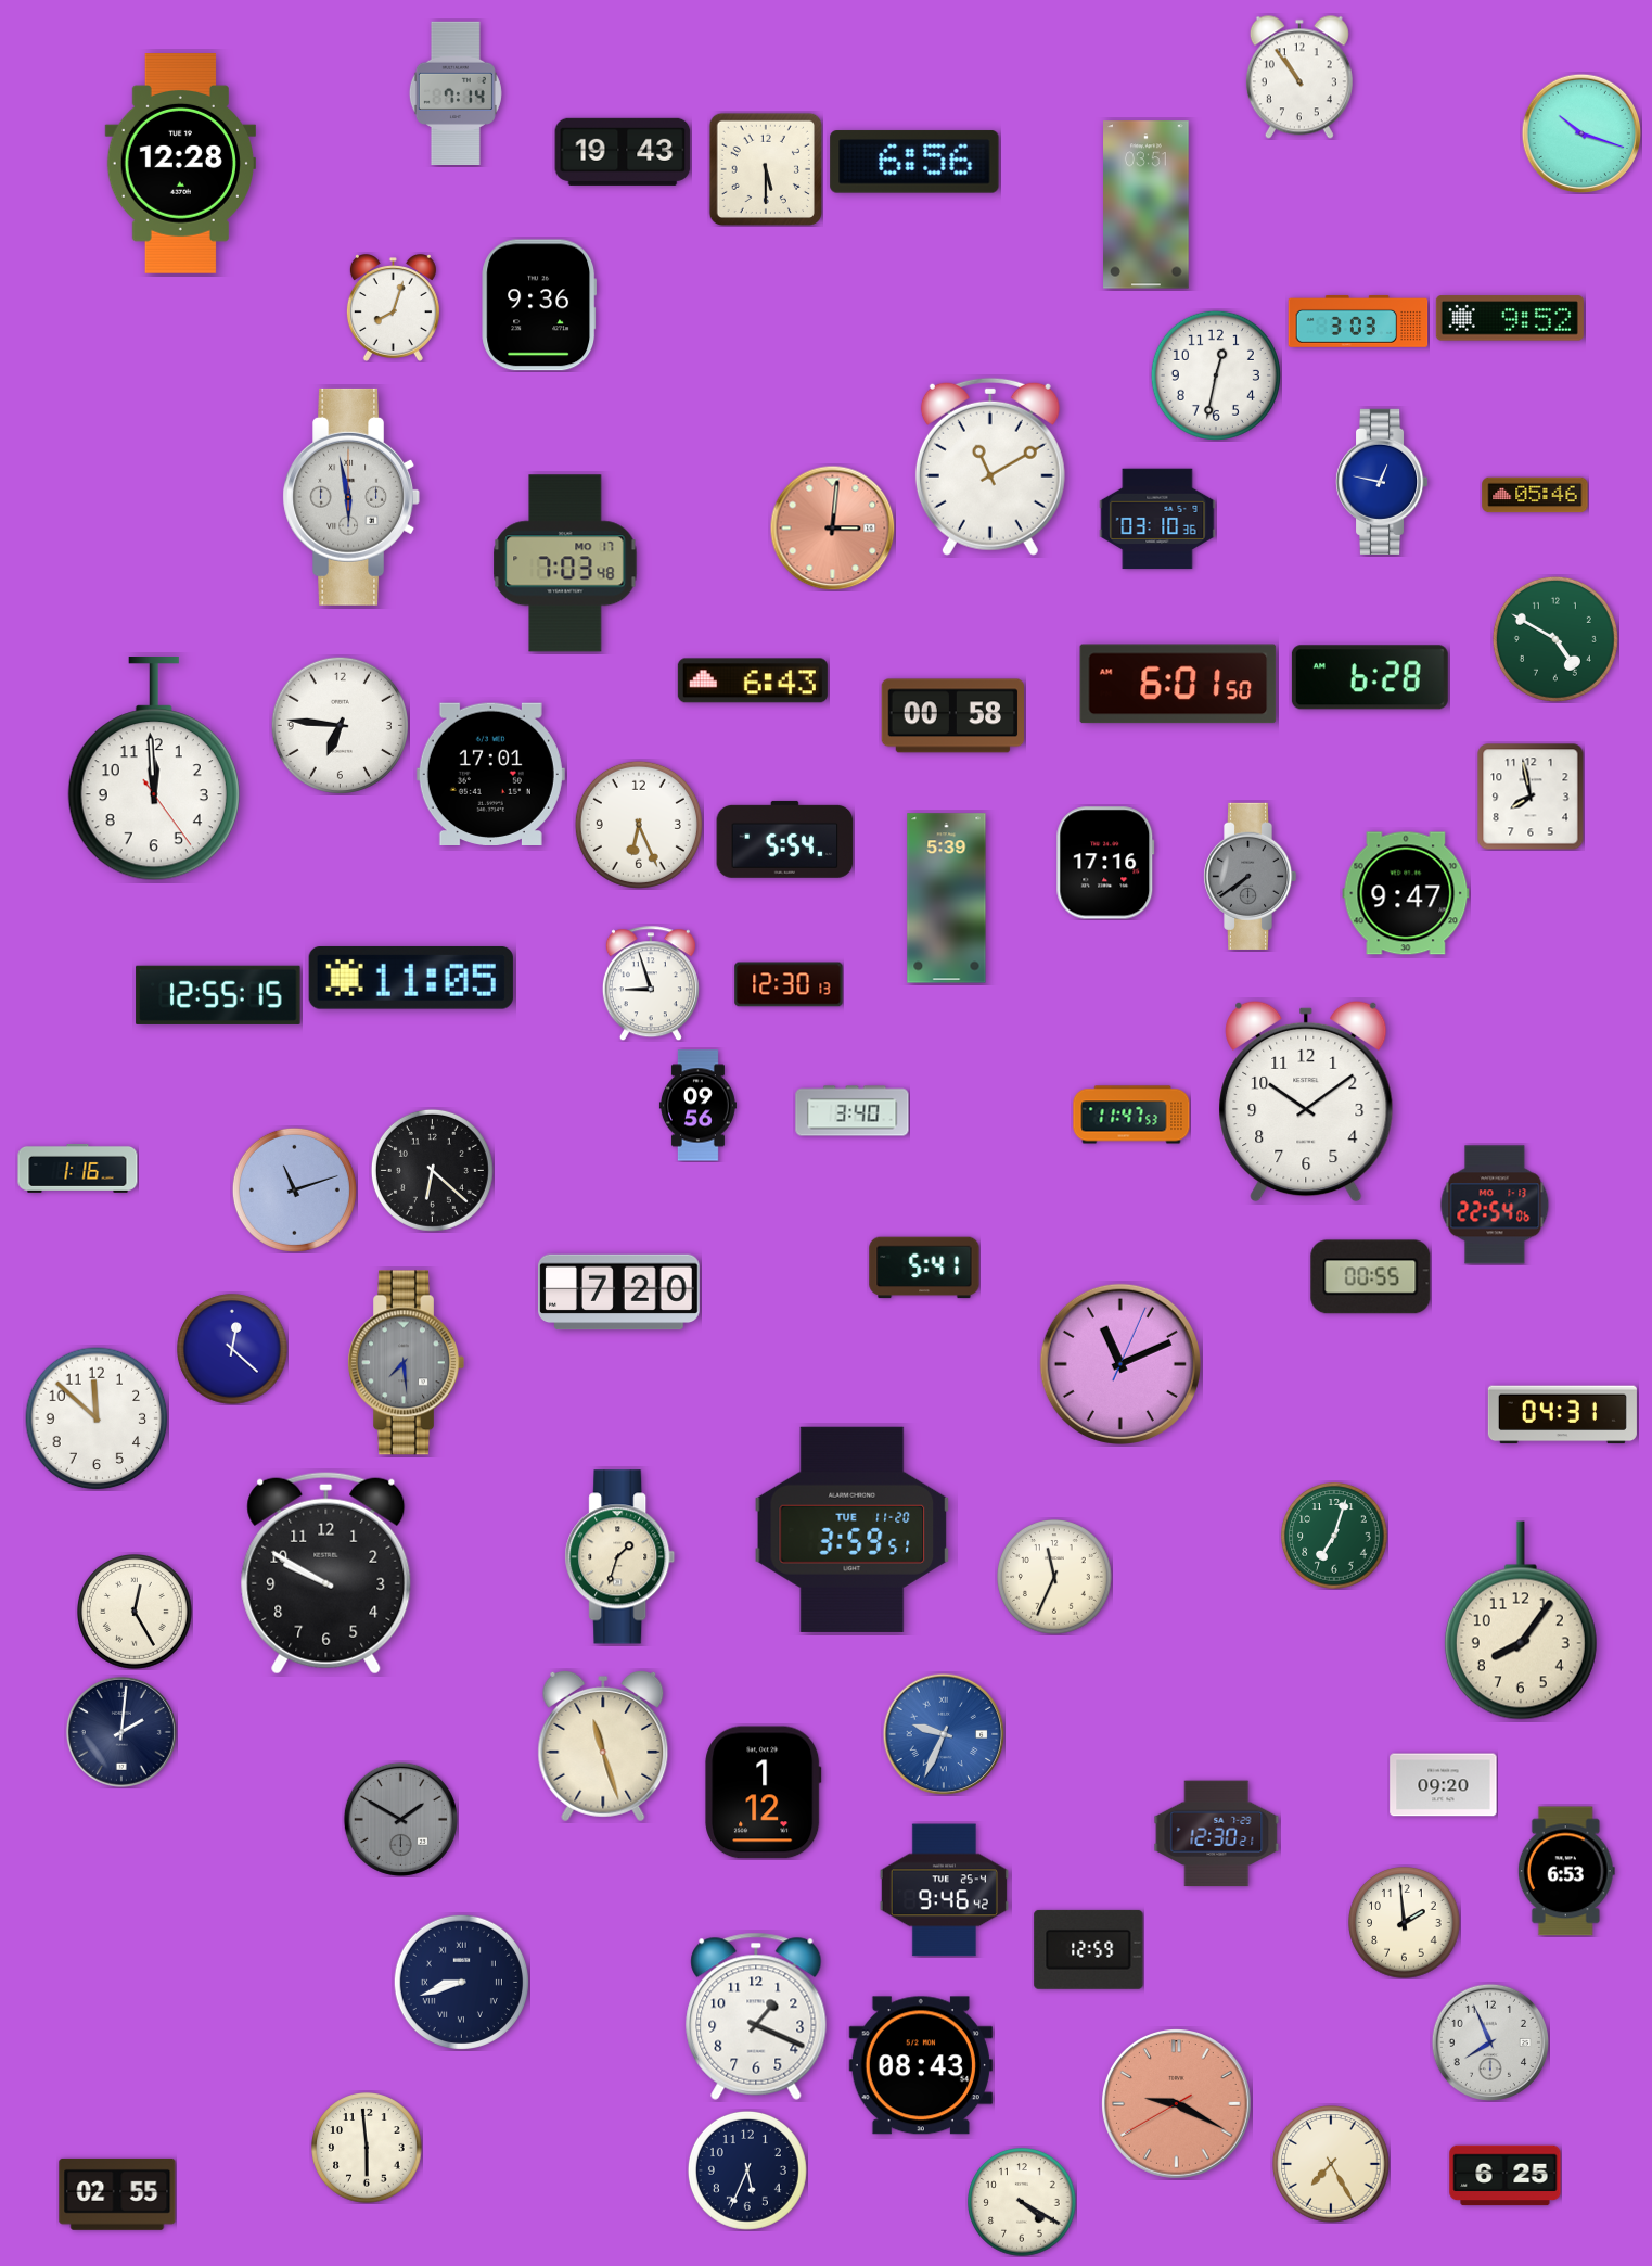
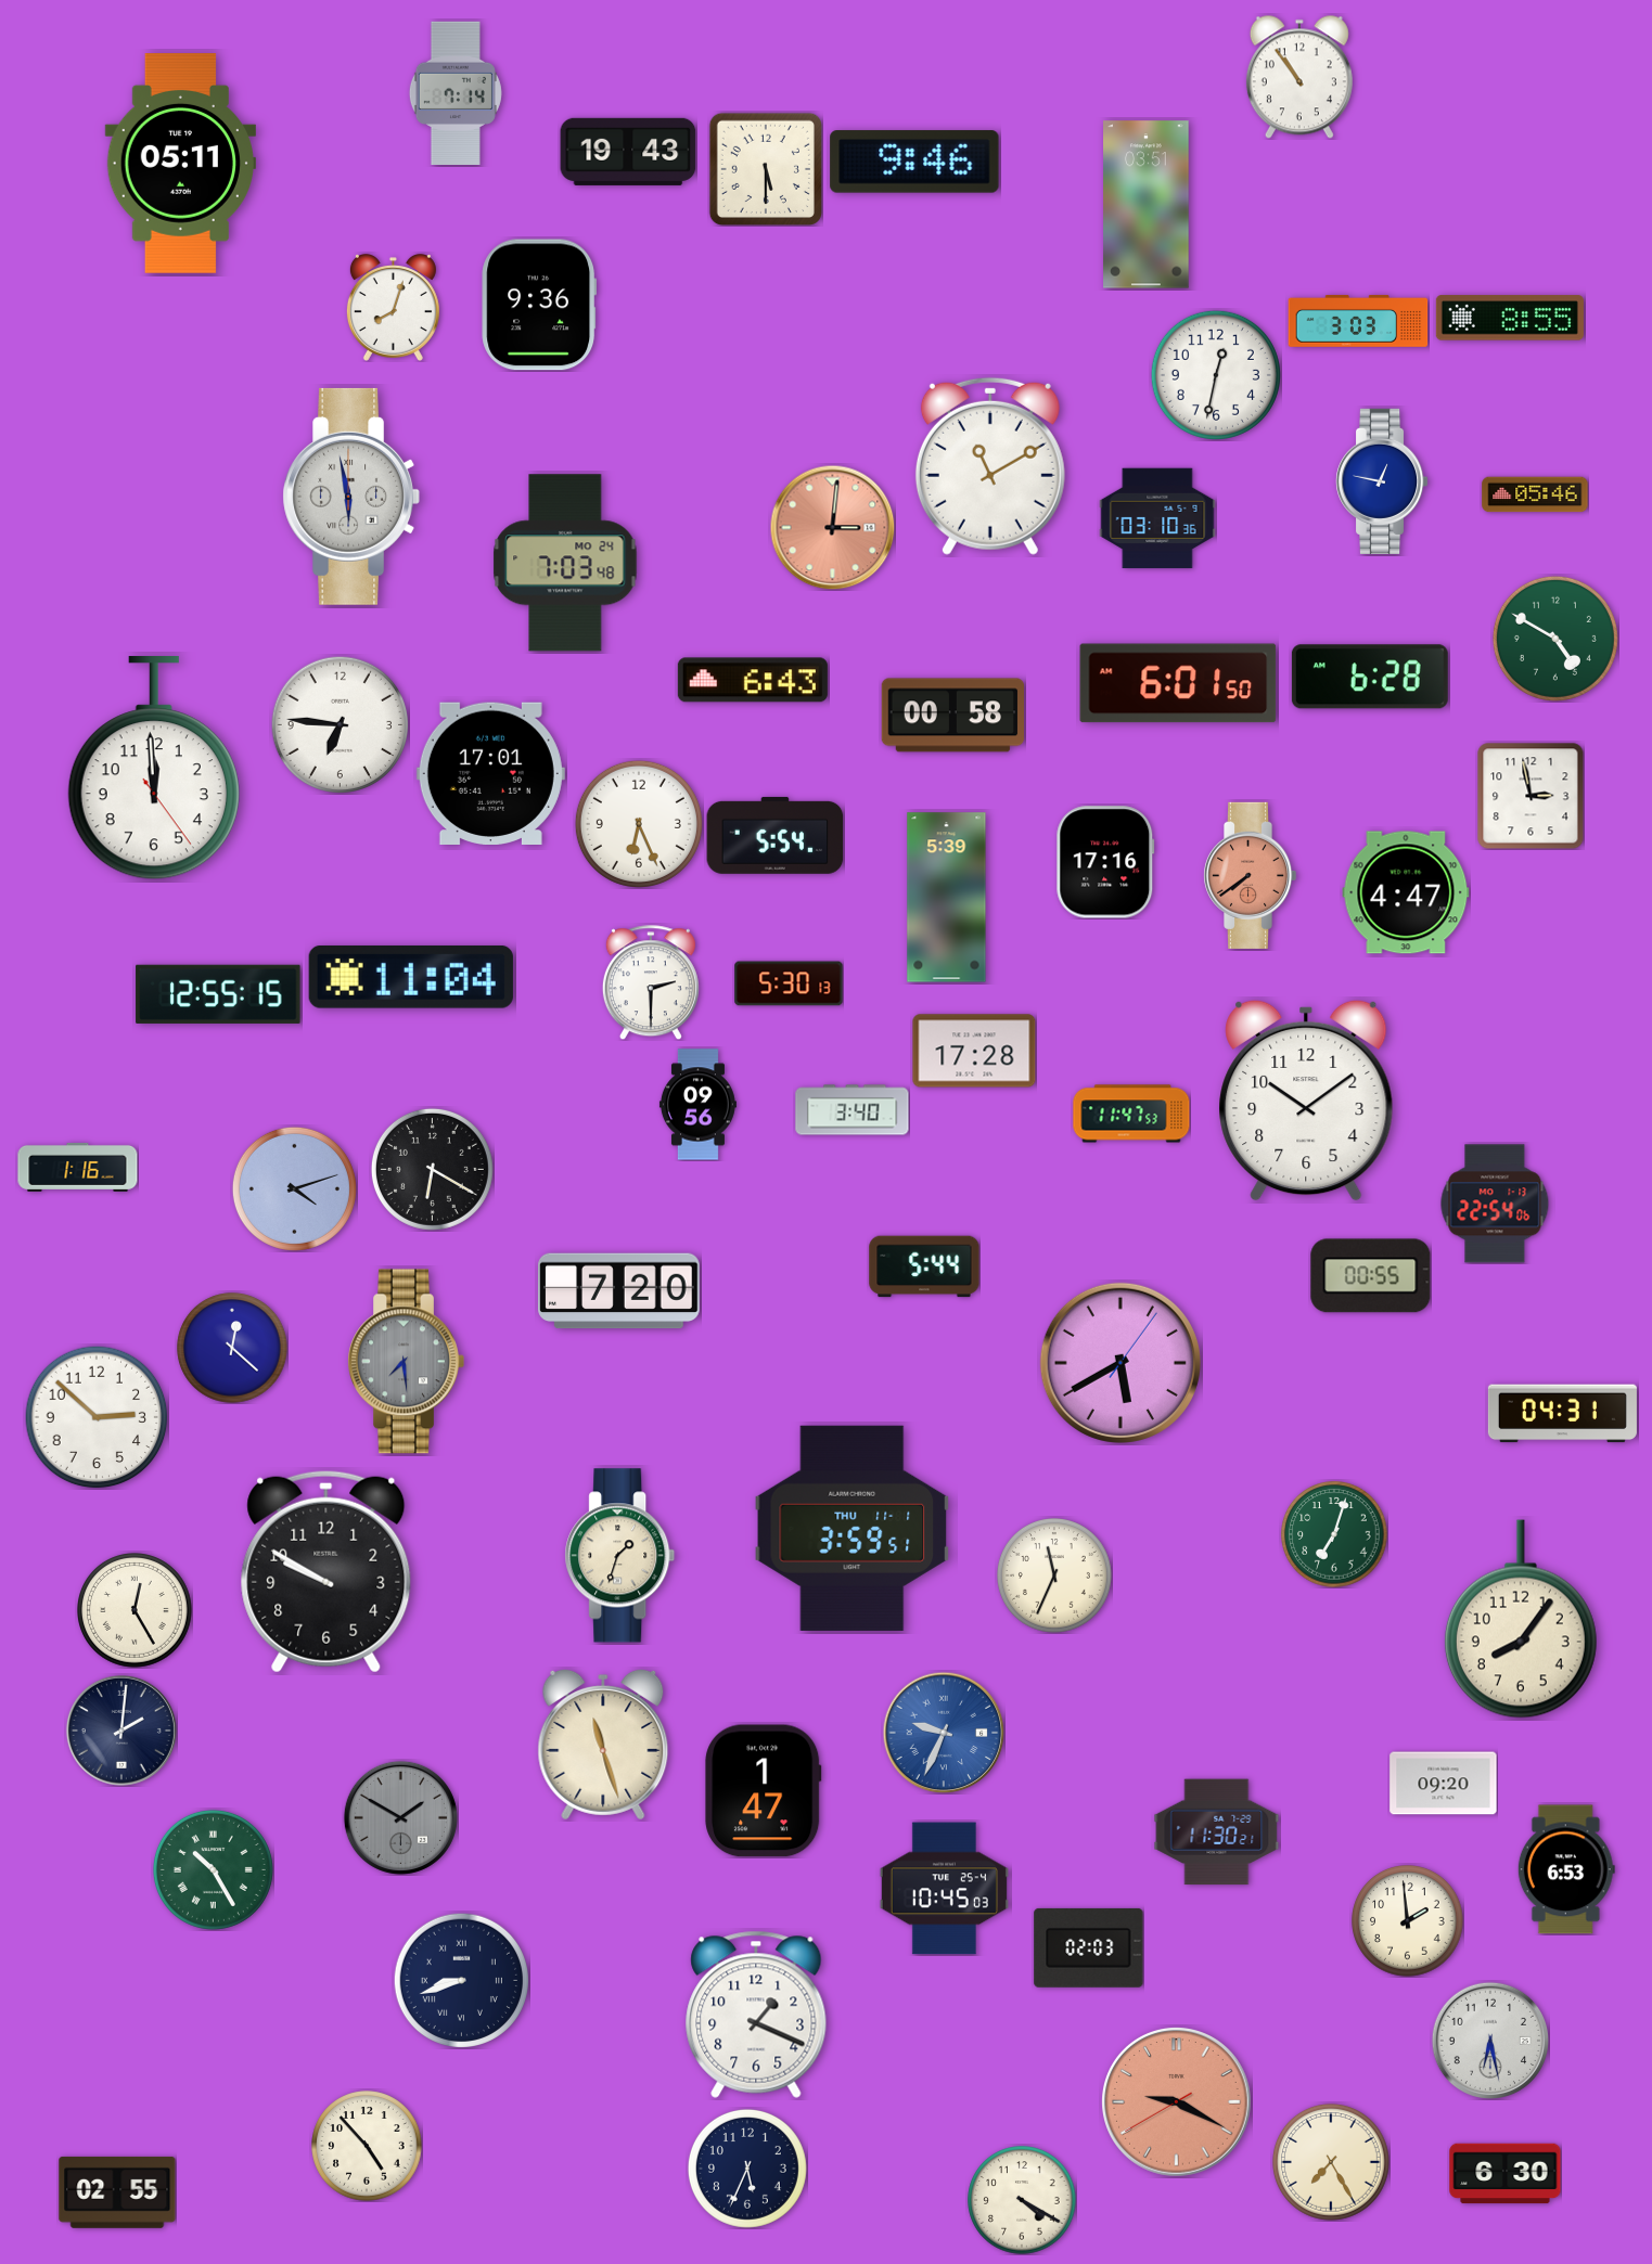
clock at (1581, 133): 10:18 -> none
clock at (623, 152) position: (623, 152) -> (628, 152)
clock at (914, 162): 6:56 -> 9:46
clock at (180, 164): 12:28 -> 05:11
clock at (1510, 318): 9:52 -> 8:55
clock at (565, 563) date: MO 17 -> MO 24
clock at (1531, 797): 7:58 -> 2:58
clock at (785, 839) position: (785, 839) -> (776, 835)
clock at (1250, 876) dial: grey -> salmon
clock at (1406, 893): 9:47 -> 4:47
clock at (411, 978): 11:05 -> 11:04
clock at (651, 983): 8:57 -> 2:30
clock at (789, 984): 12:30 -> 5:30
clock at (974, 1051): none -> 17:28
clock at (432, 1170): 6:22 -> 6:20
clock at (294, 1189): 11:12 -> 4:12
clock at (924, 1268): 5:41 -> 5:44
clock at (1120, 1364): 11:11 -> 5:40
clock at (97, 1418): 11:52 -> 2:52
clock at (853, 1529) date: TUE 11-20 -> THU 11-1
clock at (764, 1793): 1:12 -> 1:47
clock at (1217, 1834): 12:30 -> 11:30
clock at (213, 1869): none -> 10:25
clock at (944, 1891): 9:46 -> 10:45
clock at (1405, 1923) position: (1405, 1923) -> (1408, 1921)
clock at (1089, 1949): 12:59 -> 02:03
clock at (1489, 2041): 7:56 -> 6:28
clock at (921, 2065): 08:43 -> none
clock at (367, 2148): 5:59 -> 4:53
clock at (1506, 2176): 6:25 -> 6:30
